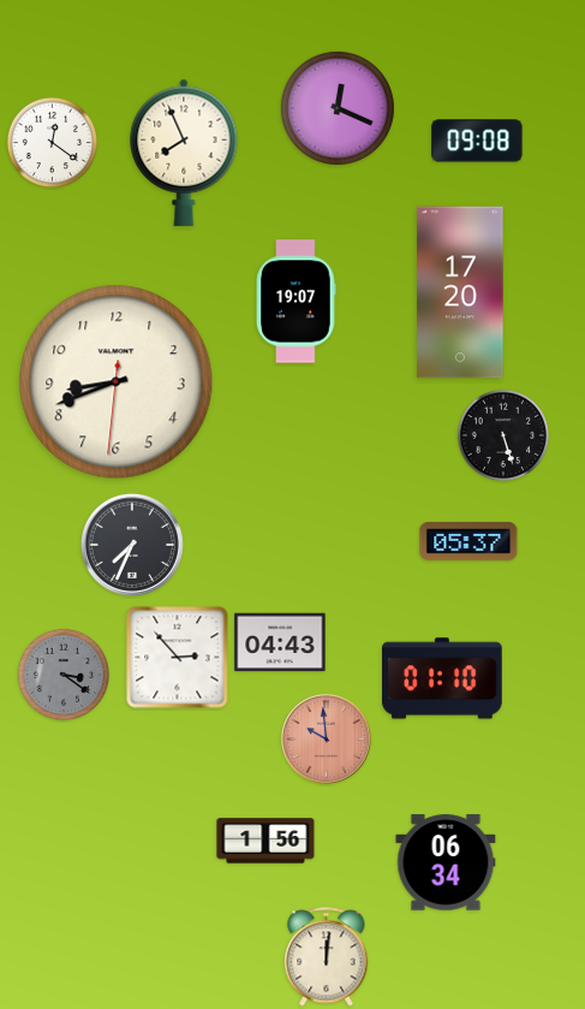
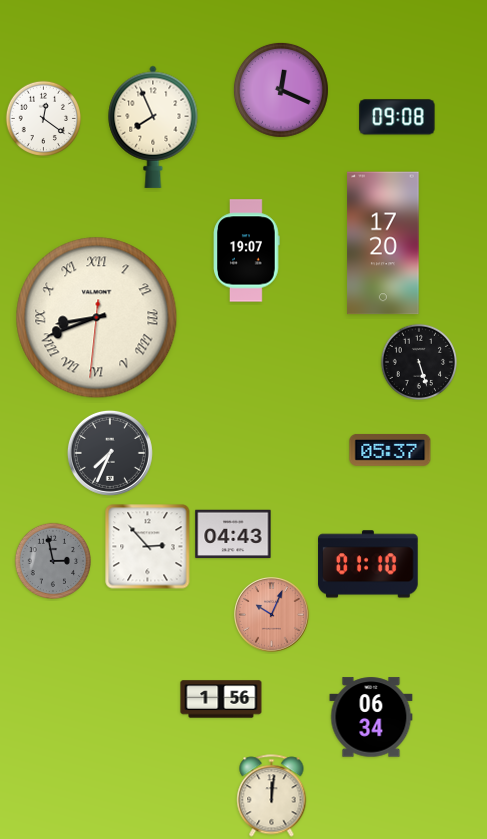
clock at (117, 382) numerals: Arabic -> Roman
clock at (62, 673): 3:21 -> 2:58
clock at (327, 740): 9:59 -> 10:04
